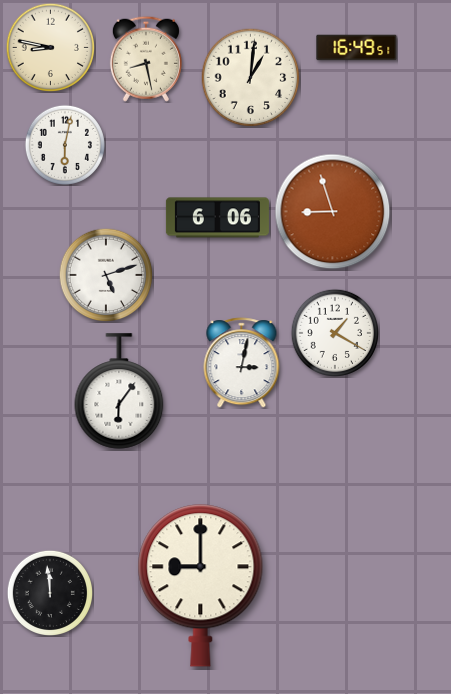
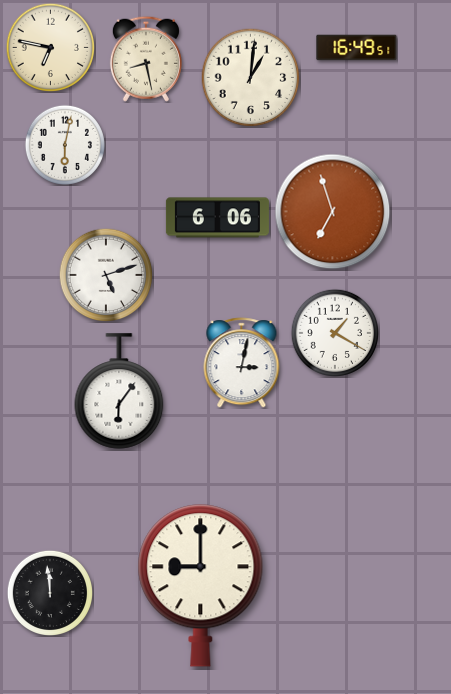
clock at (50, 47): 8:47 -> 6:47
clock at (333, 212): 8:57 -> 6:57
